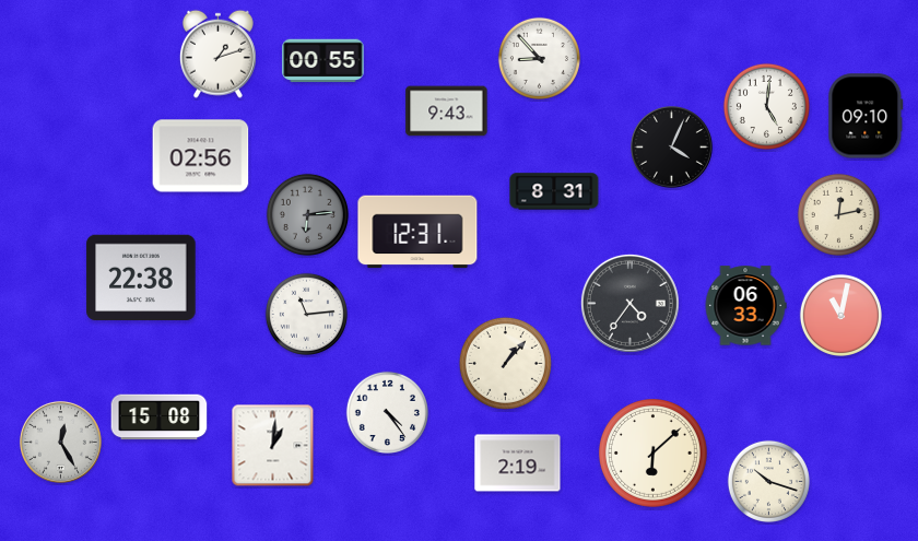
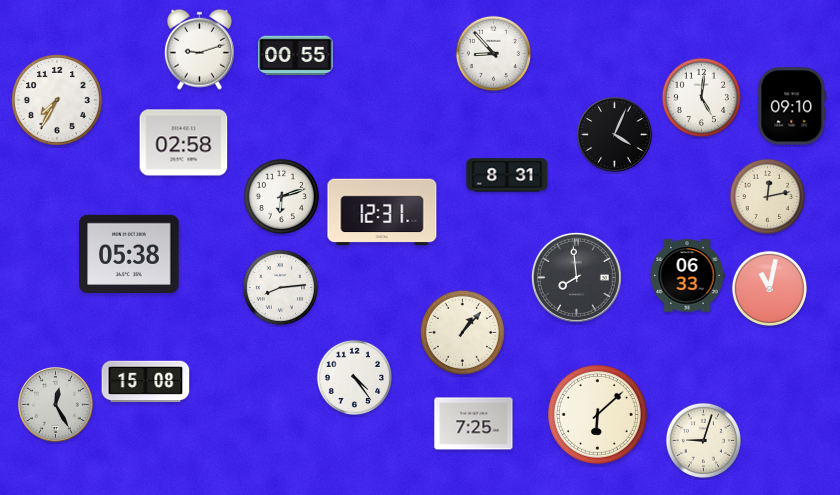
clock at (217, 54): 1:12 -> 9:12
clock at (57, 100): none -> 7:35
clock at (447, 111): 9:43 -> none
clock at (201, 156): 02:56 -> 02:58
clock at (307, 214): 6:14 -> 6:12
clock at (307, 214) dial: grey -> white
clock at (141, 278): 22:38 -> 05:38
clock at (629, 303): 4:36 -> 7:59
clock at (745, 306) position: (745, 306) -> (687, 276)
clock at (306, 314): 11:14 -> 8:14
clock at (273, 446): 1:01 -> none
clock at (518, 463): 2:19 -> 7:25
clock at (768, 481): 10:18 -> 9:03
